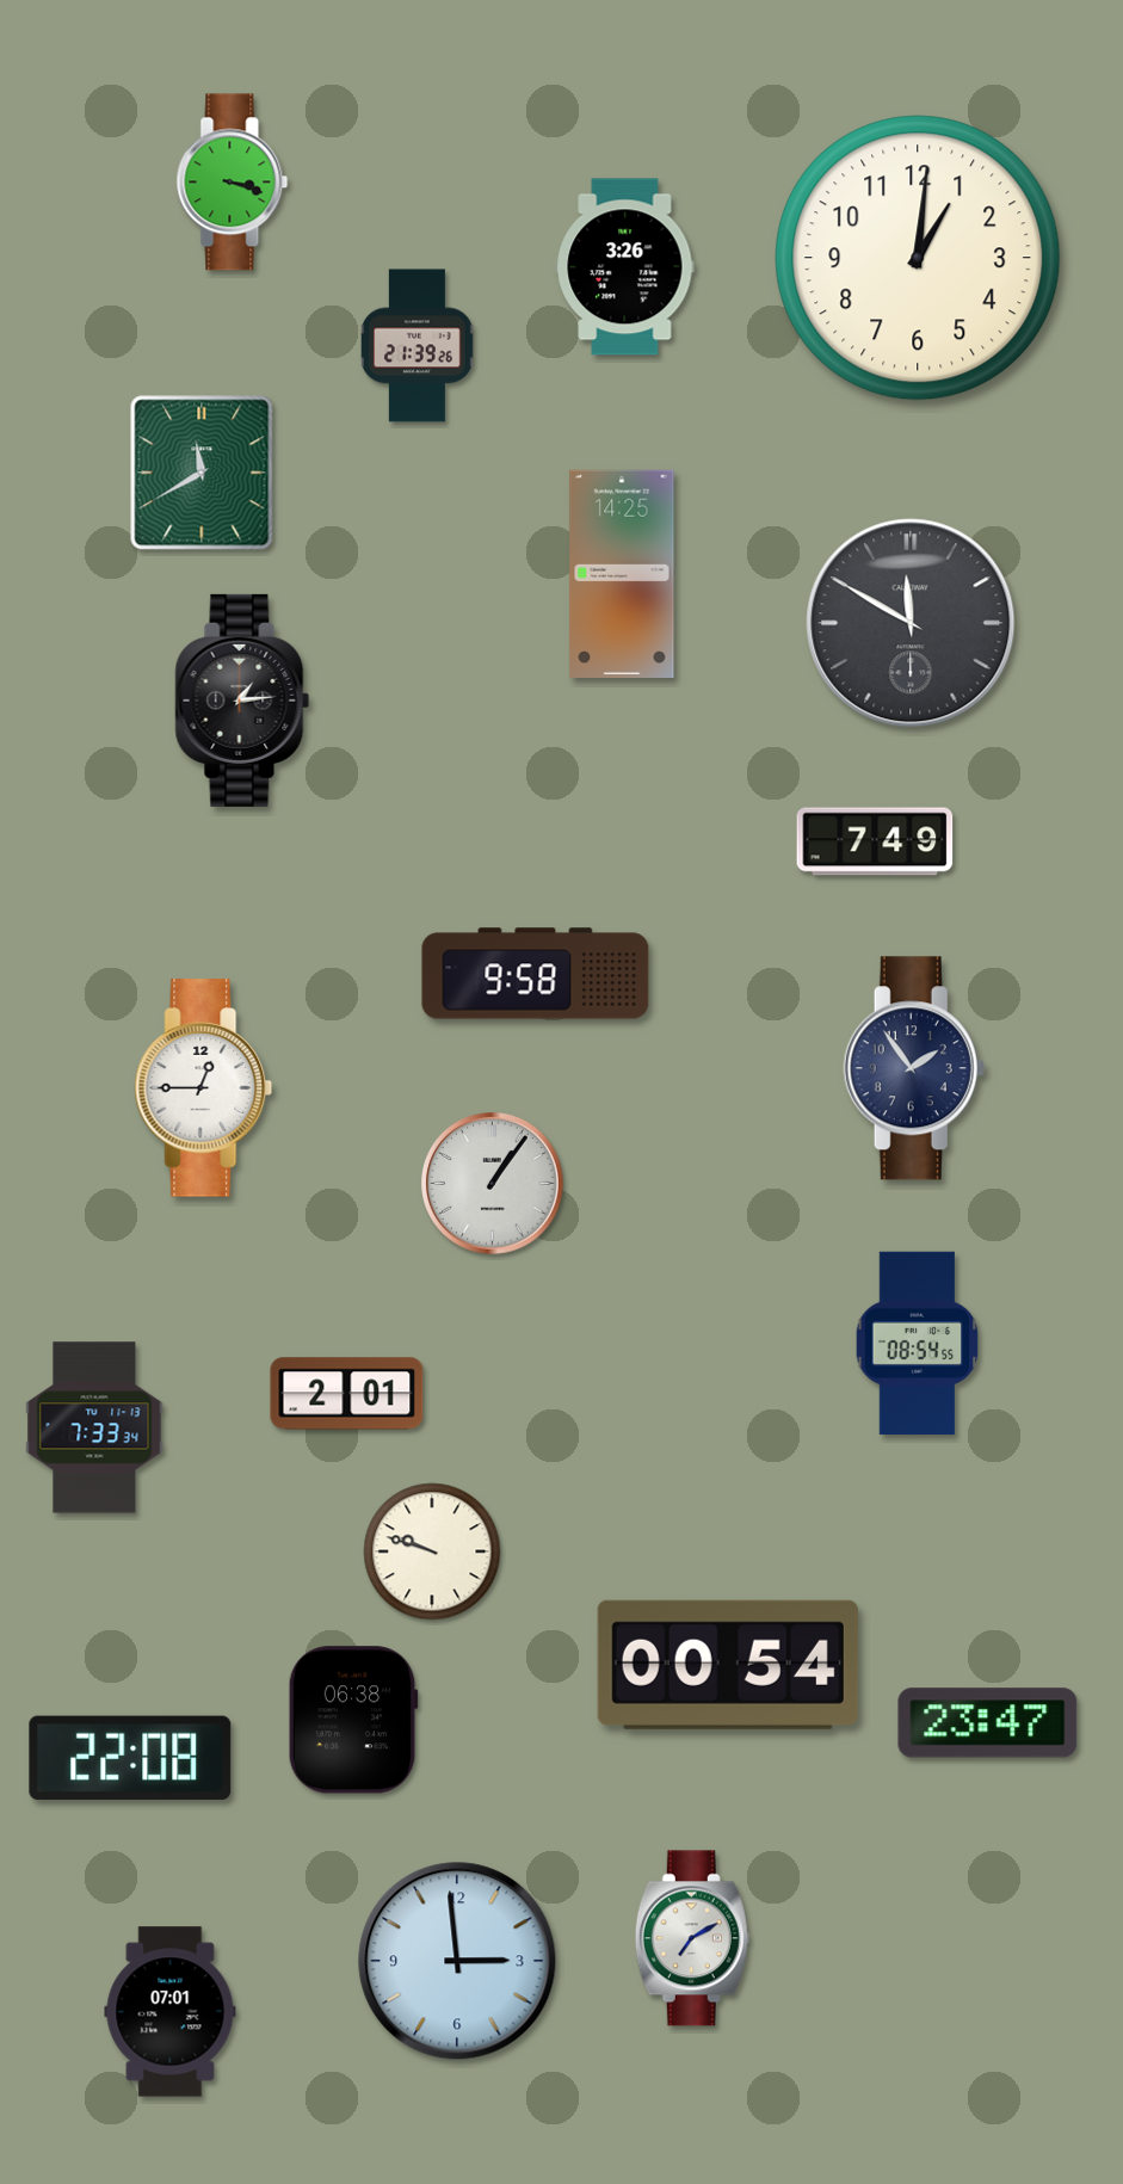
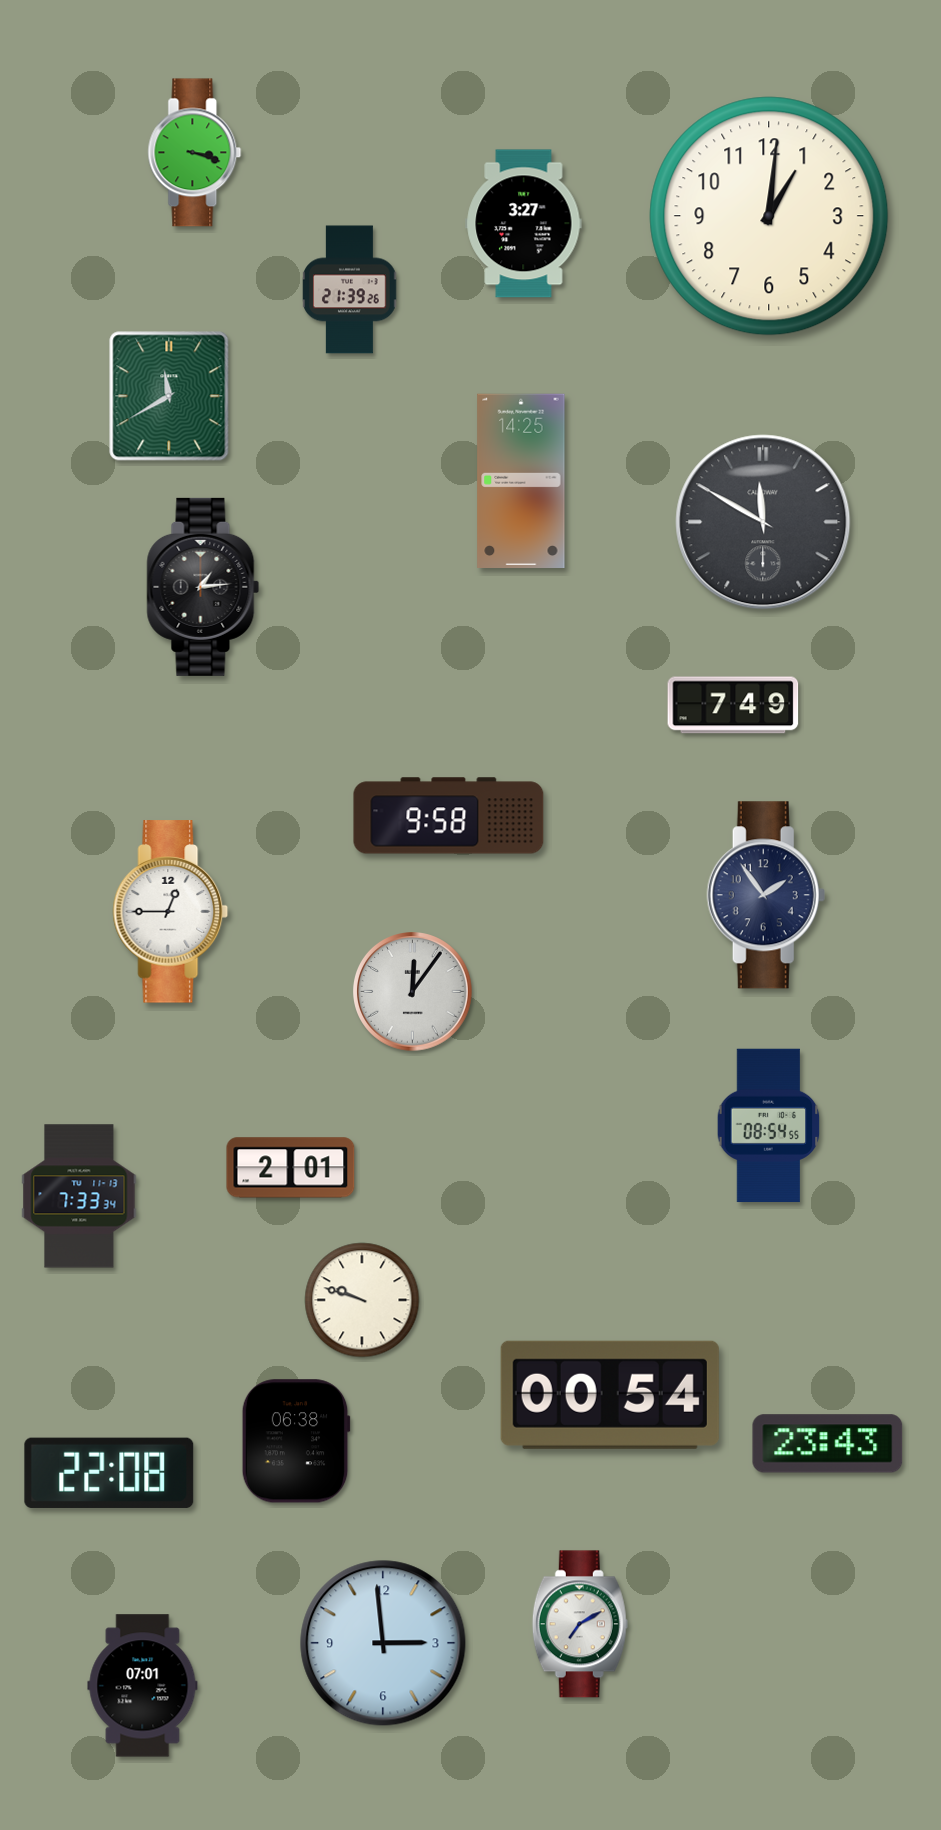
clock at (625, 267): 3:26 -> 3:27
clock at (493, 1184): 1:06 -> 12:06
clock at (988, 1723): 23:47 -> 23:43
